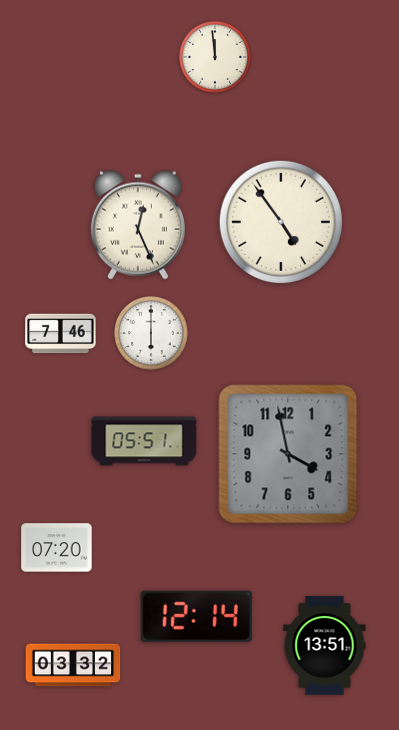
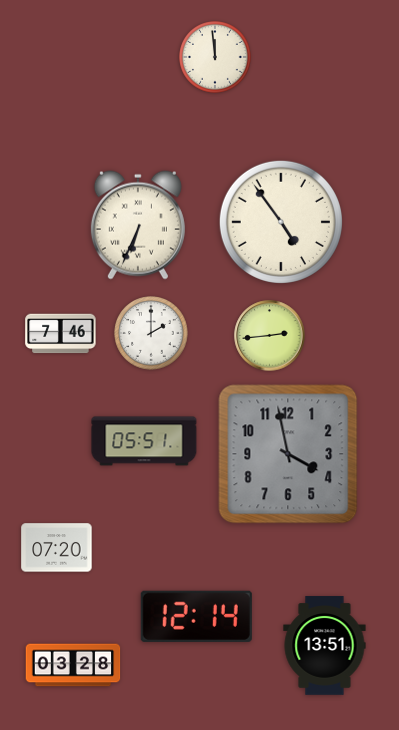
clock at (138, 225): 12:26 -> 6:34
clock at (151, 333): 6:00 -> 2:00
clock at (270, 336): none -> 2:44
clock at (73, 665): 03:32 -> 03:28
